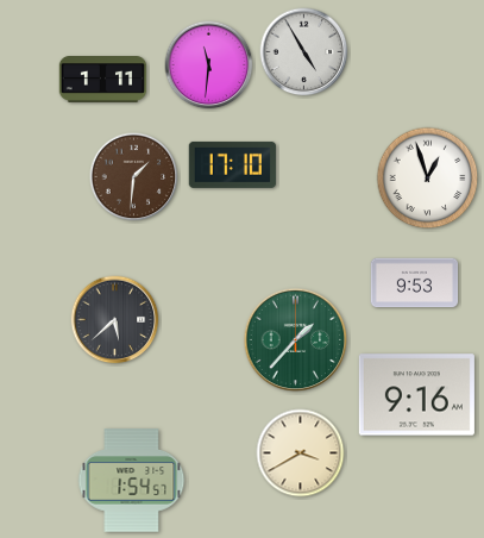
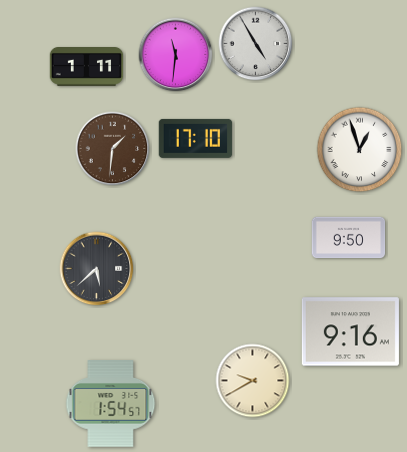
clock at (415, 283): 9:53 -> 9:50
clock at (296, 340): 1:37 -> none
clock at (301, 453): 3:40 -> 9:40
